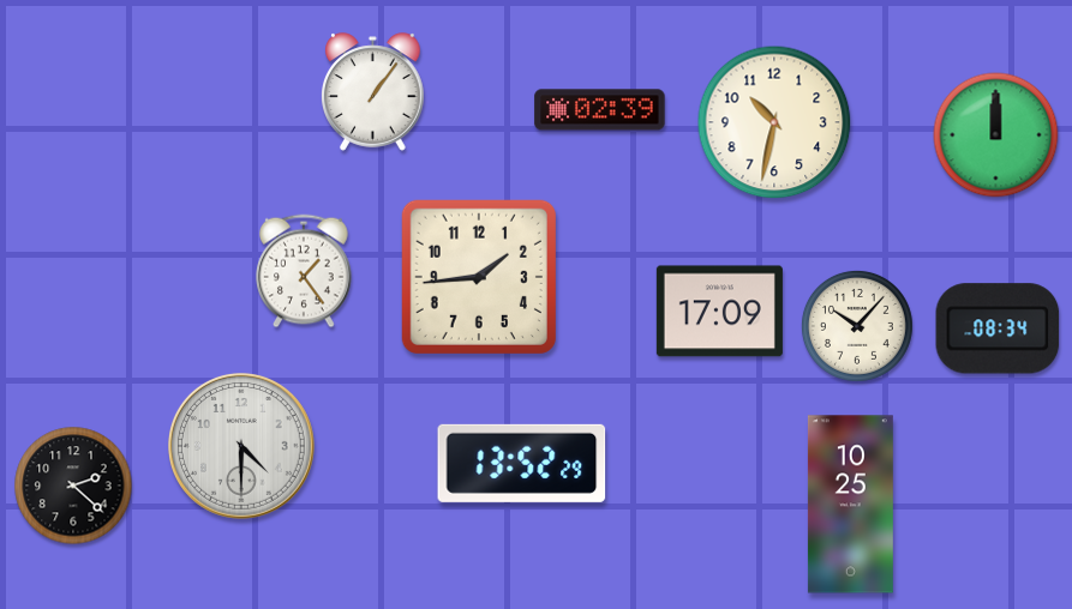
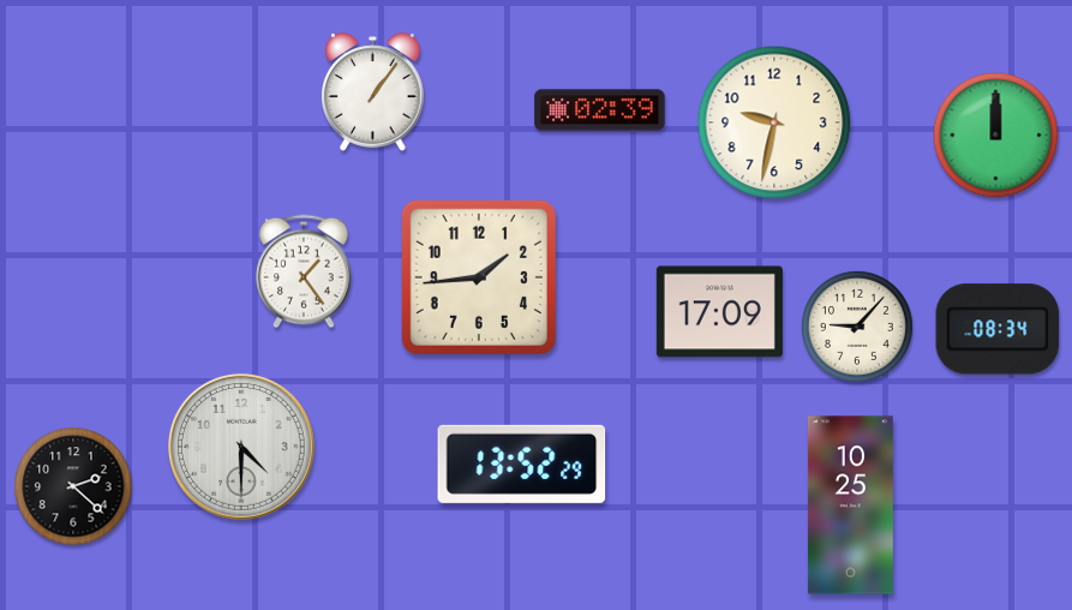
clock at (774, 122): 10:32 -> 9:32
clock at (857, 326): 10:07 -> 9:07
